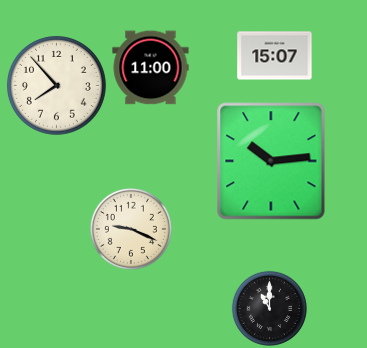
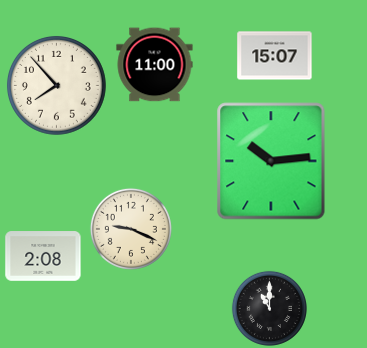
clock at (151, 68) position: (151, 68) -> (155, 65)
clock at (43, 256): none -> 2:08
